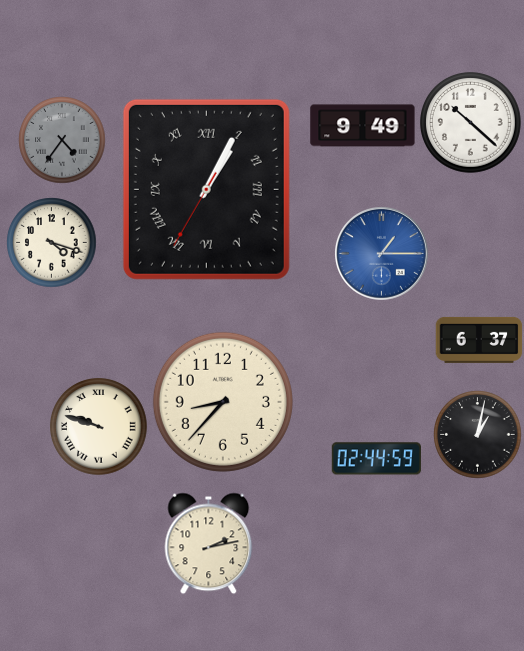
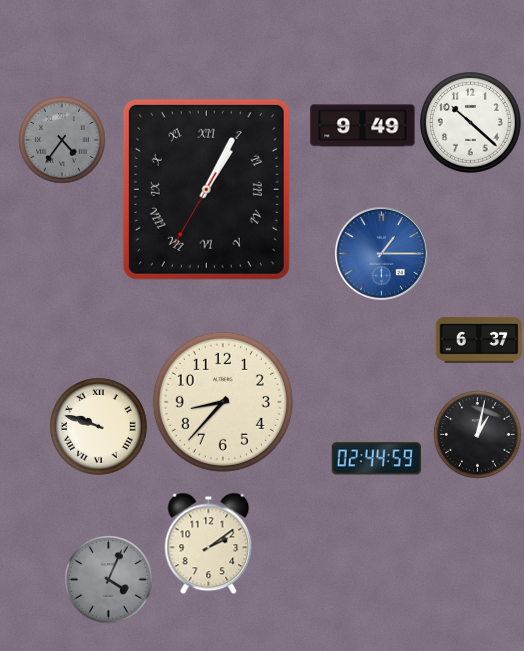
clock at (52, 243): 4:18 -> none
clock at (209, 544): 2:13 -> 2:09
clock at (109, 580): none -> 4:04
